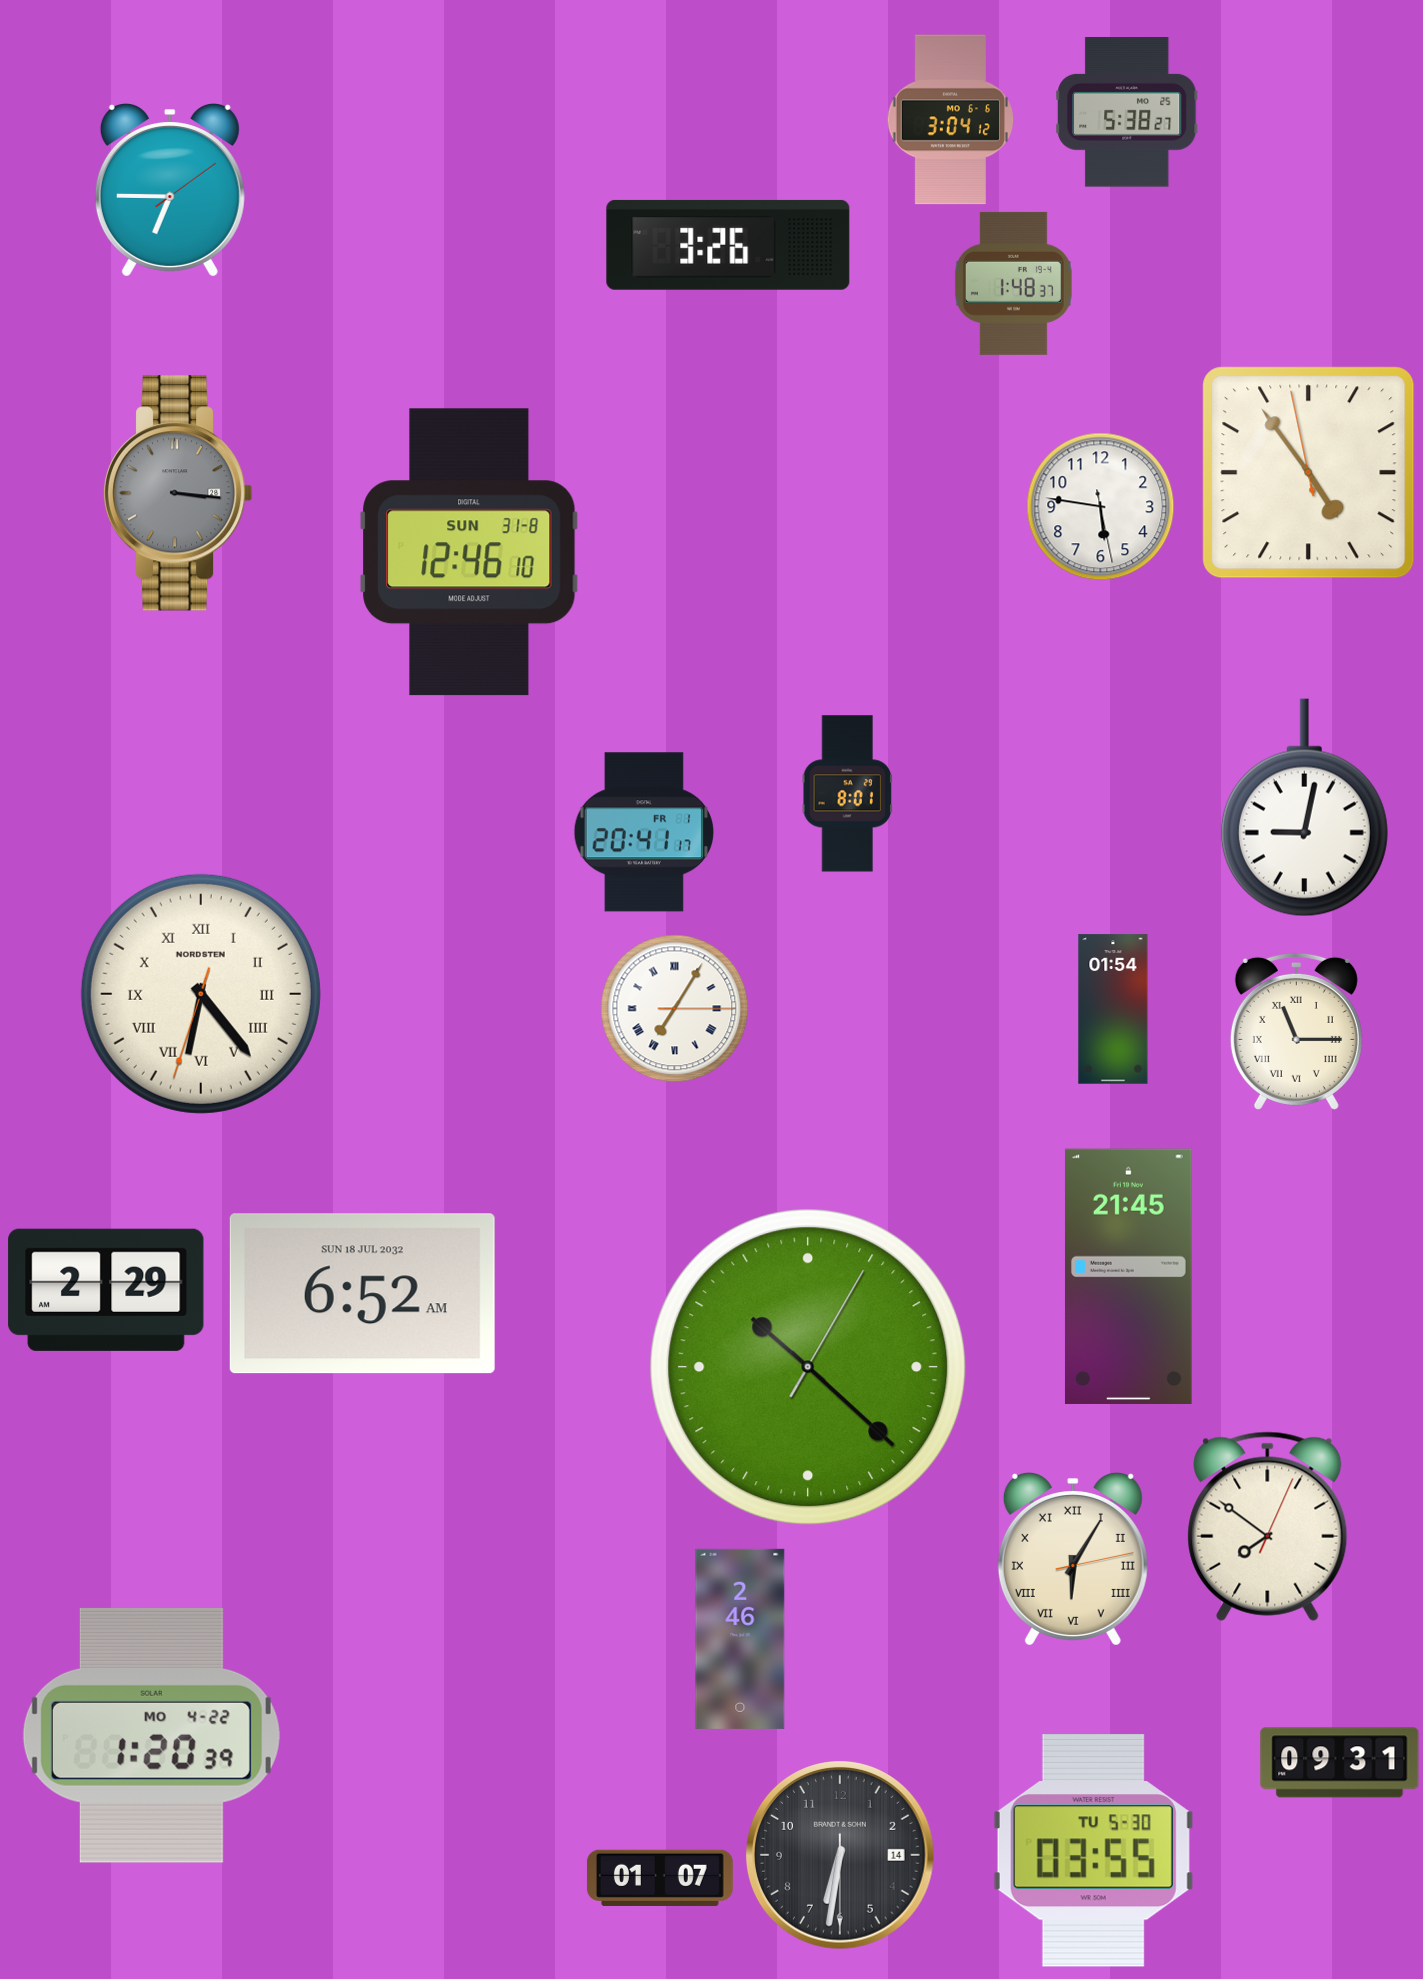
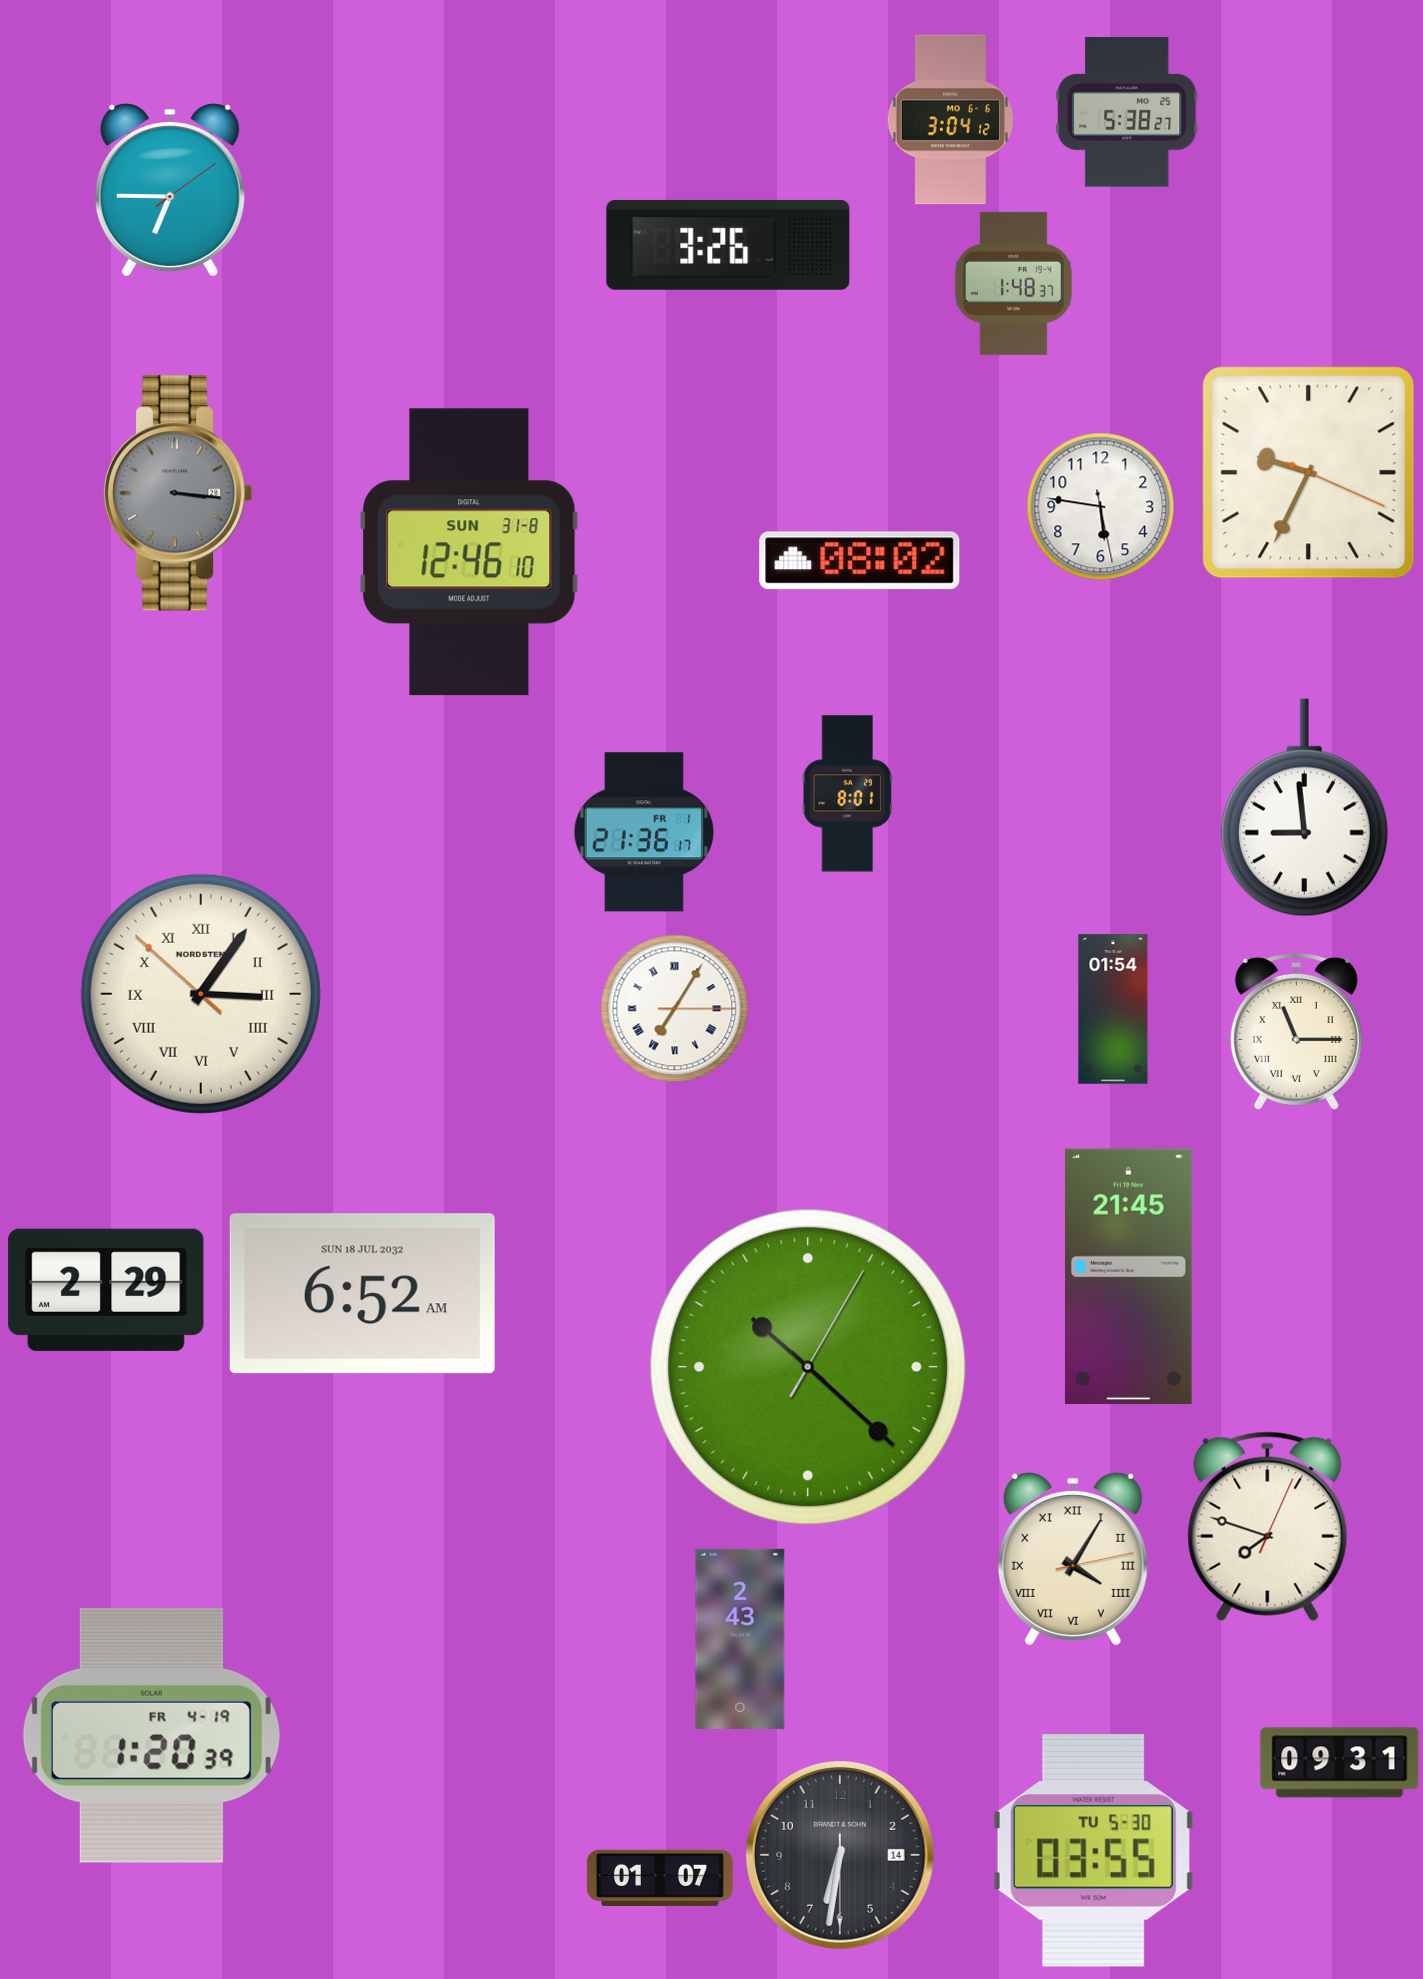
clock at (1309, 473): 4:53 -> 9:34
clock at (860, 561): none -> 08:02
clock at (1304, 808): 9:02 -> 8:59
clock at (643, 832): 20:41 -> 21:36
clock at (201, 994): 6:23 -> 3:05
clock at (1268, 1526): 7:51 -> 7:48
clock at (1073, 1560): 6:05 -> 4:05
clock at (740, 1639): 2:46 -> 2:43
clock at (151, 1735) date: MO 4-22 -> FR 4-19
